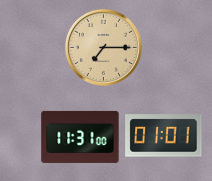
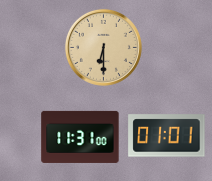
clock at (103, 47): 7:15 -> 6:30
clock at (164, 136) position: (164, 136) -> (167, 136)
